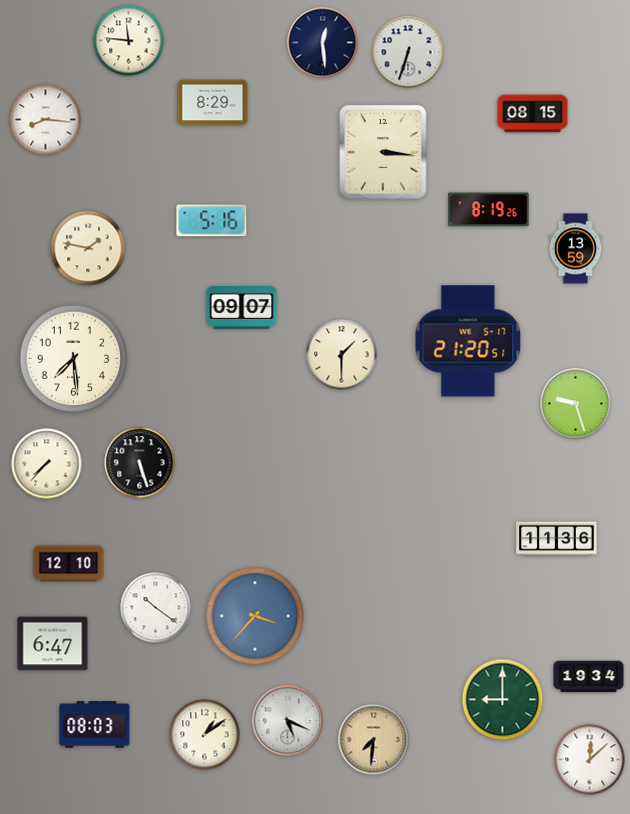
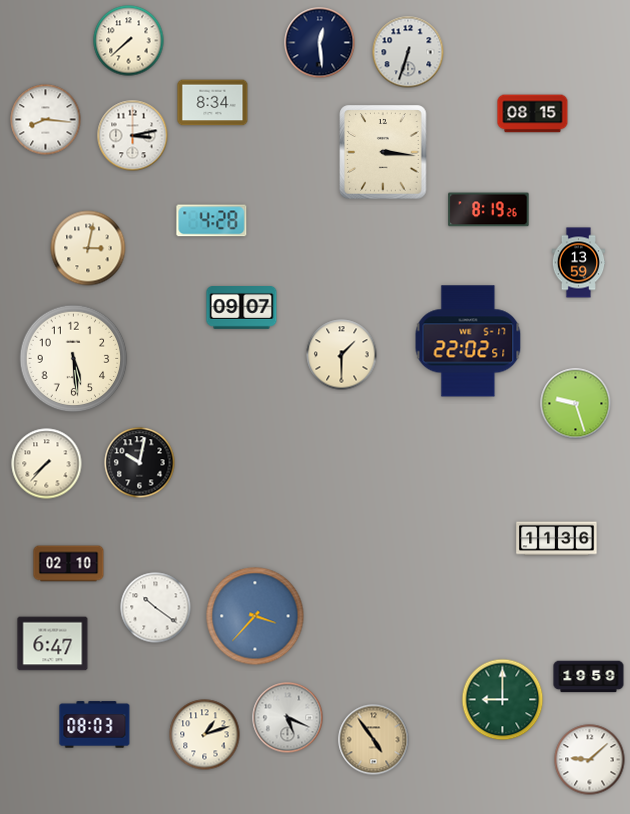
clock at (129, 41): 11:46 -> 7:38
clock at (323, 43) position: (323, 43) -> (320, 43)
clock at (213, 103): 8:29 -> 8:34
clock at (133, 136): none -> 3:13
clock at (212, 221): 5:16 -> 4:28
clock at (88, 248): 1:47 -> 3:02
clock at (576, 249) position: (576, 249) -> (579, 263)
clock at (468, 341): 21:20 -> 22:02
clock at (74, 359): 7:29 -> 5:29
clock at (140, 463): 5:27 -> 10:02
clock at (69, 564): 12:10 -> 02:10
clock at (589, 677): 19:34 -> 19:59
clock at (288, 721) position: (288, 721) -> (288, 718)
clock at (205, 735): 1:09 -> 1:12
clock at (374, 740): 7:31 -> 4:54
clock at (590, 760): 12:08 -> 9:08
